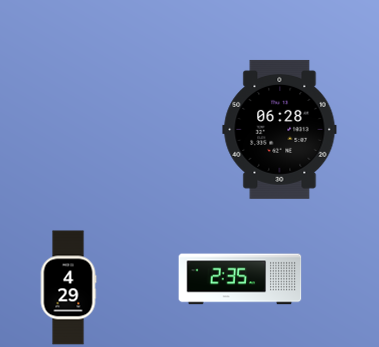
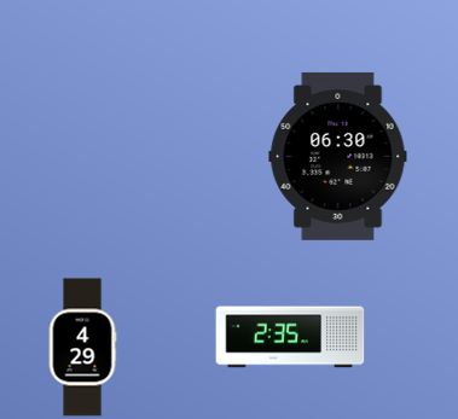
clock at (280, 129): 06:28 -> 06:30
